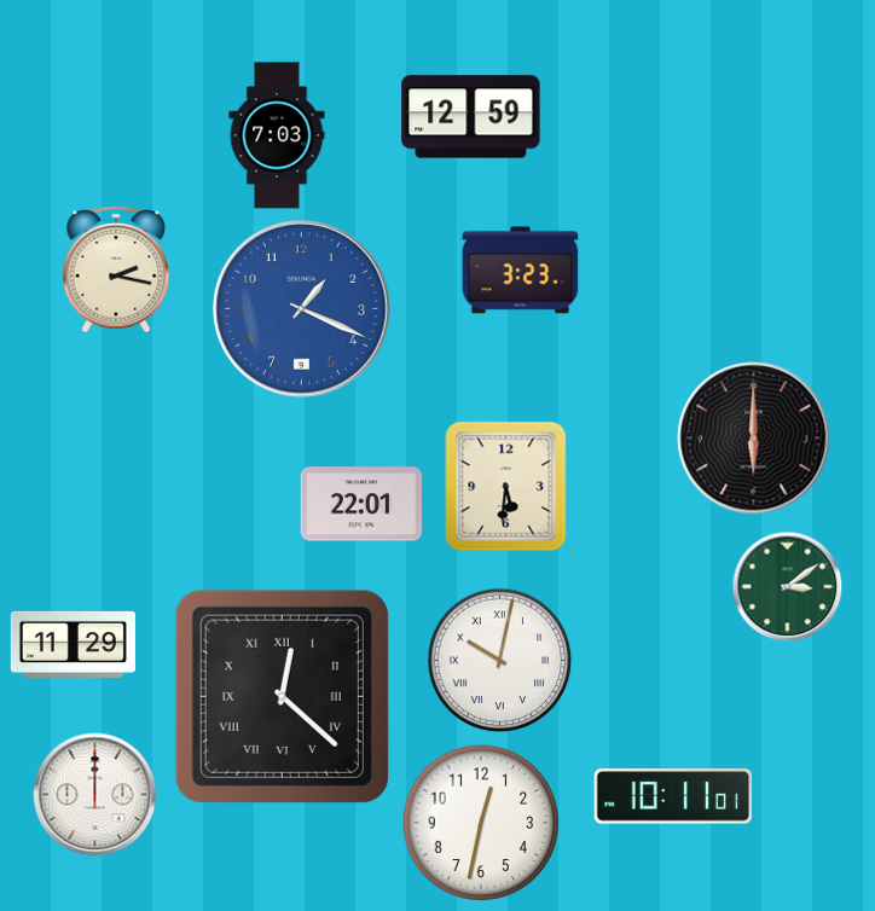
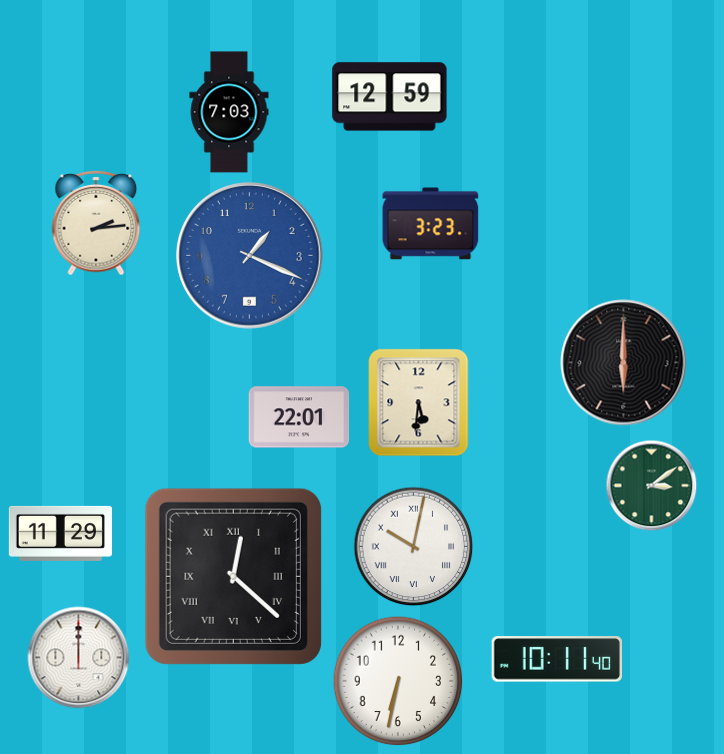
clock at (116, 269): 2:17 -> 2:14
clock at (672, 796): 10:11:01 -> 10:11:40
clock at (481, 823): 12:32 -> 6:32
